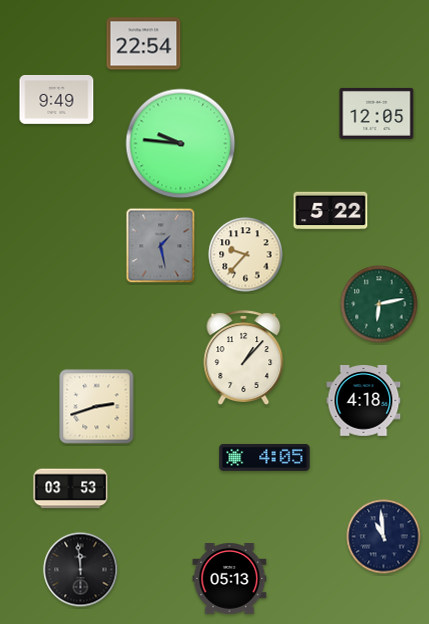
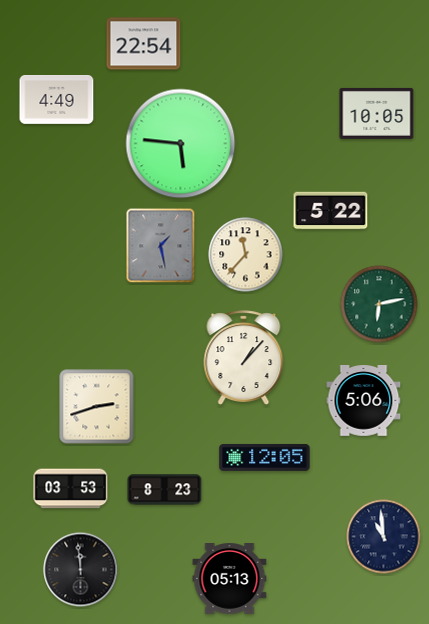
clock at (57, 100): 9:49 -> 4:49
clock at (377, 113): 12:05 -> 10:05
clock at (181, 144): 9:46 -> 5:46
clock at (246, 255): 9:37 -> 11:37
clock at (364, 401): 4:18 -> 5:06
clock at (265, 457): 4:05 -> 12:05
clock at (165, 490): none -> 8:23
